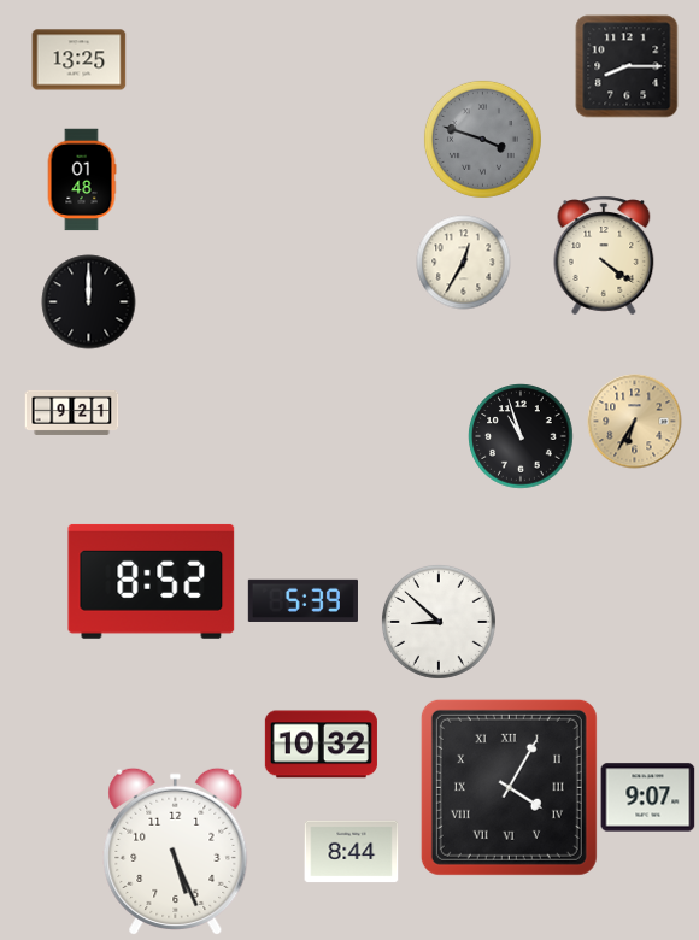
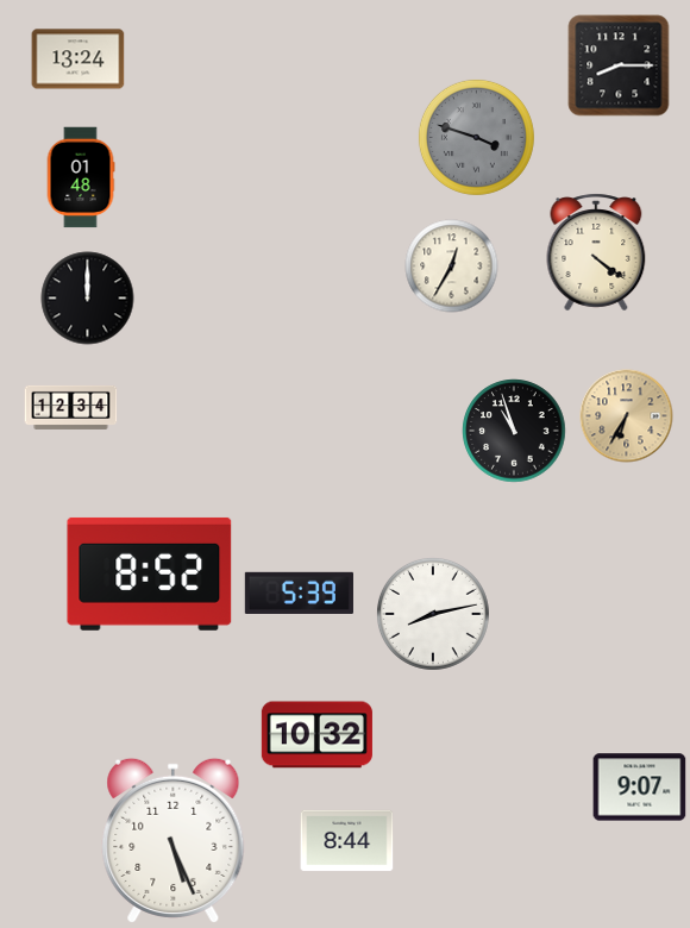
clock at (78, 60): 13:25 -> 13:24
clock at (463, 262) position: (463, 262) -> (451, 265)
clock at (71, 412): 9:21 -> 12:34
clock at (439, 622): 8:52 -> 8:13
clock at (509, 787): 4:05 -> none
